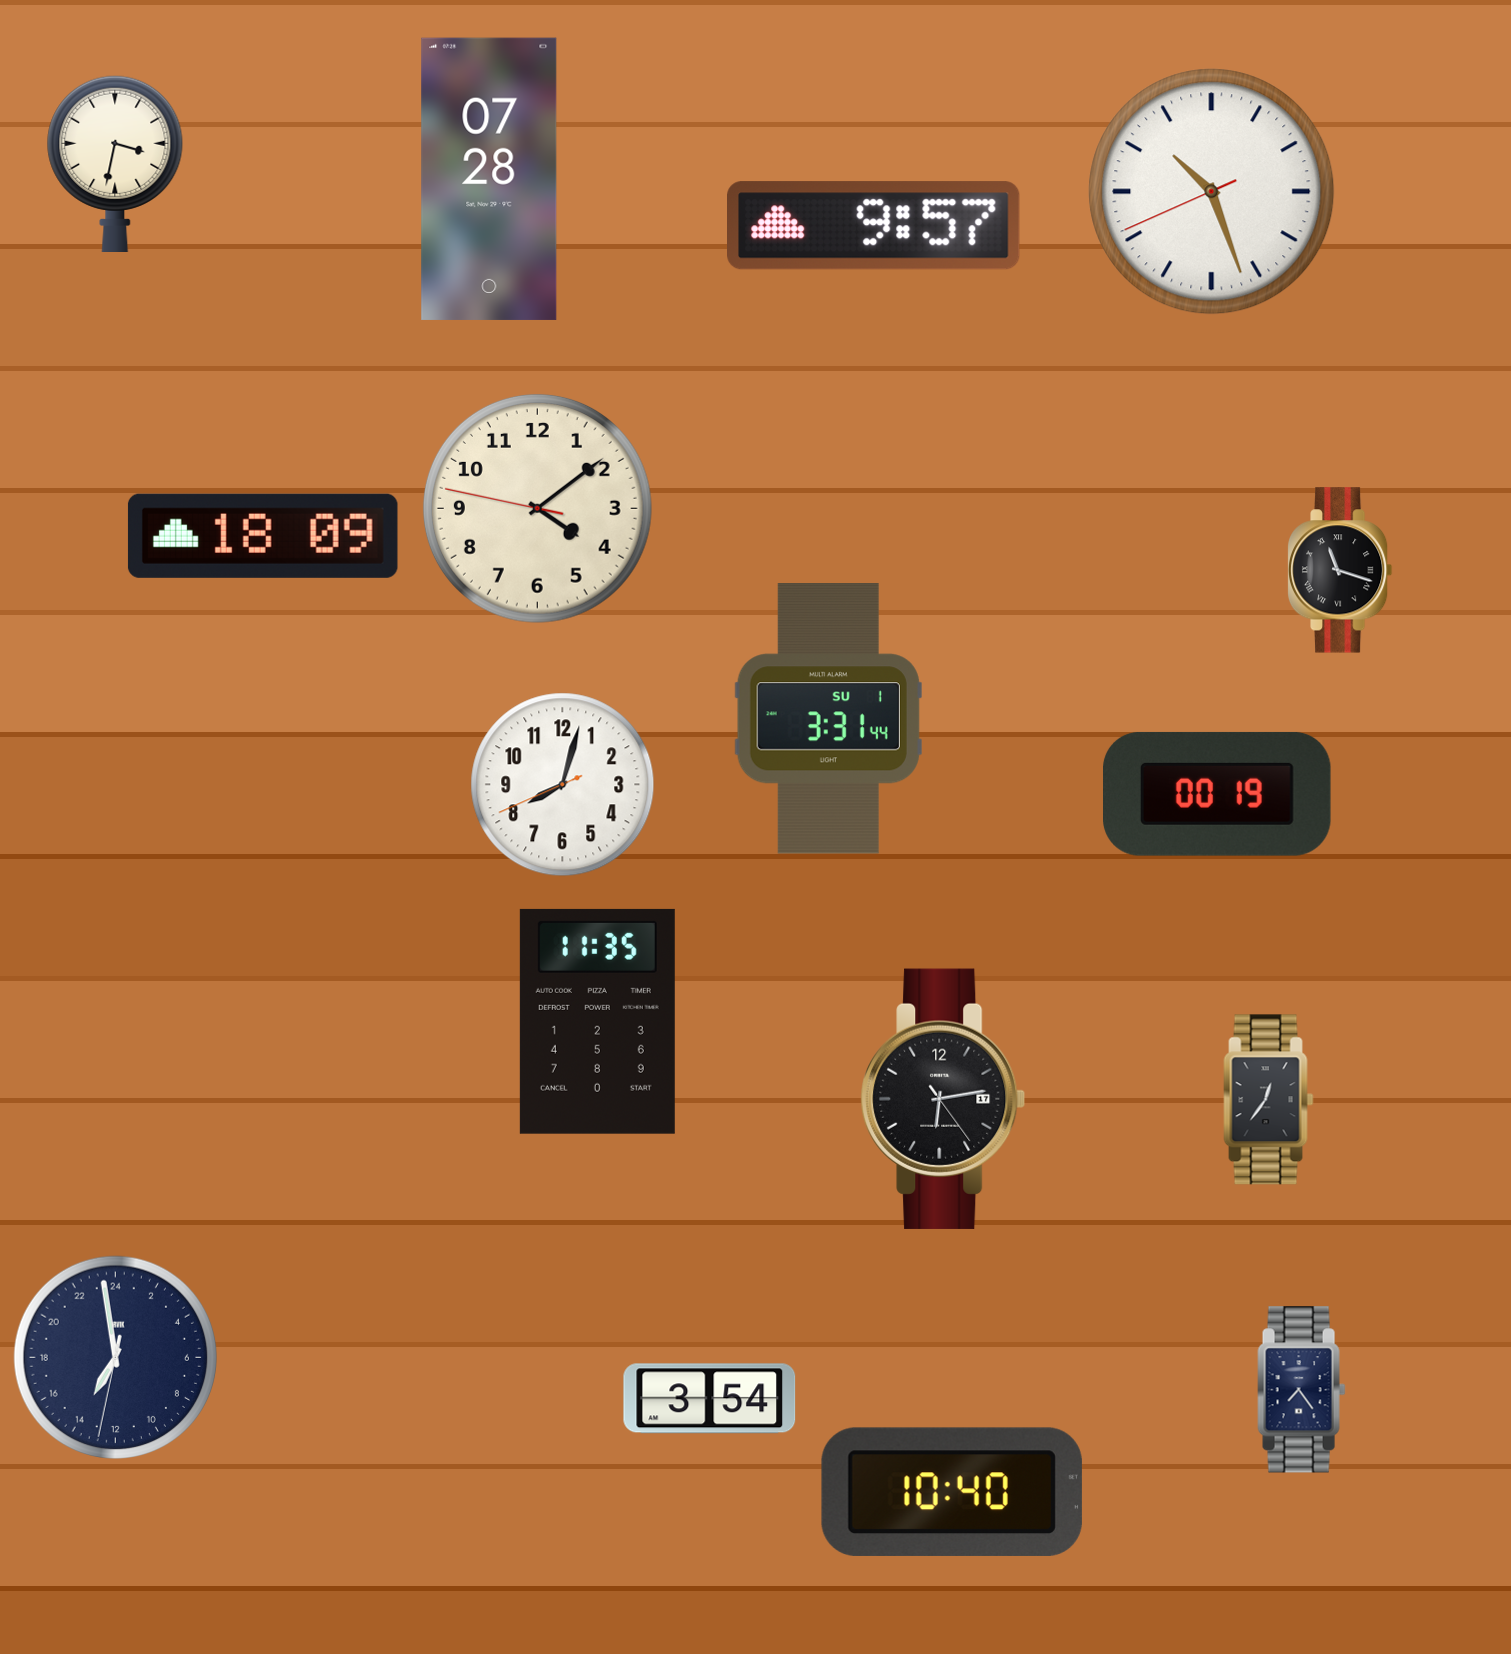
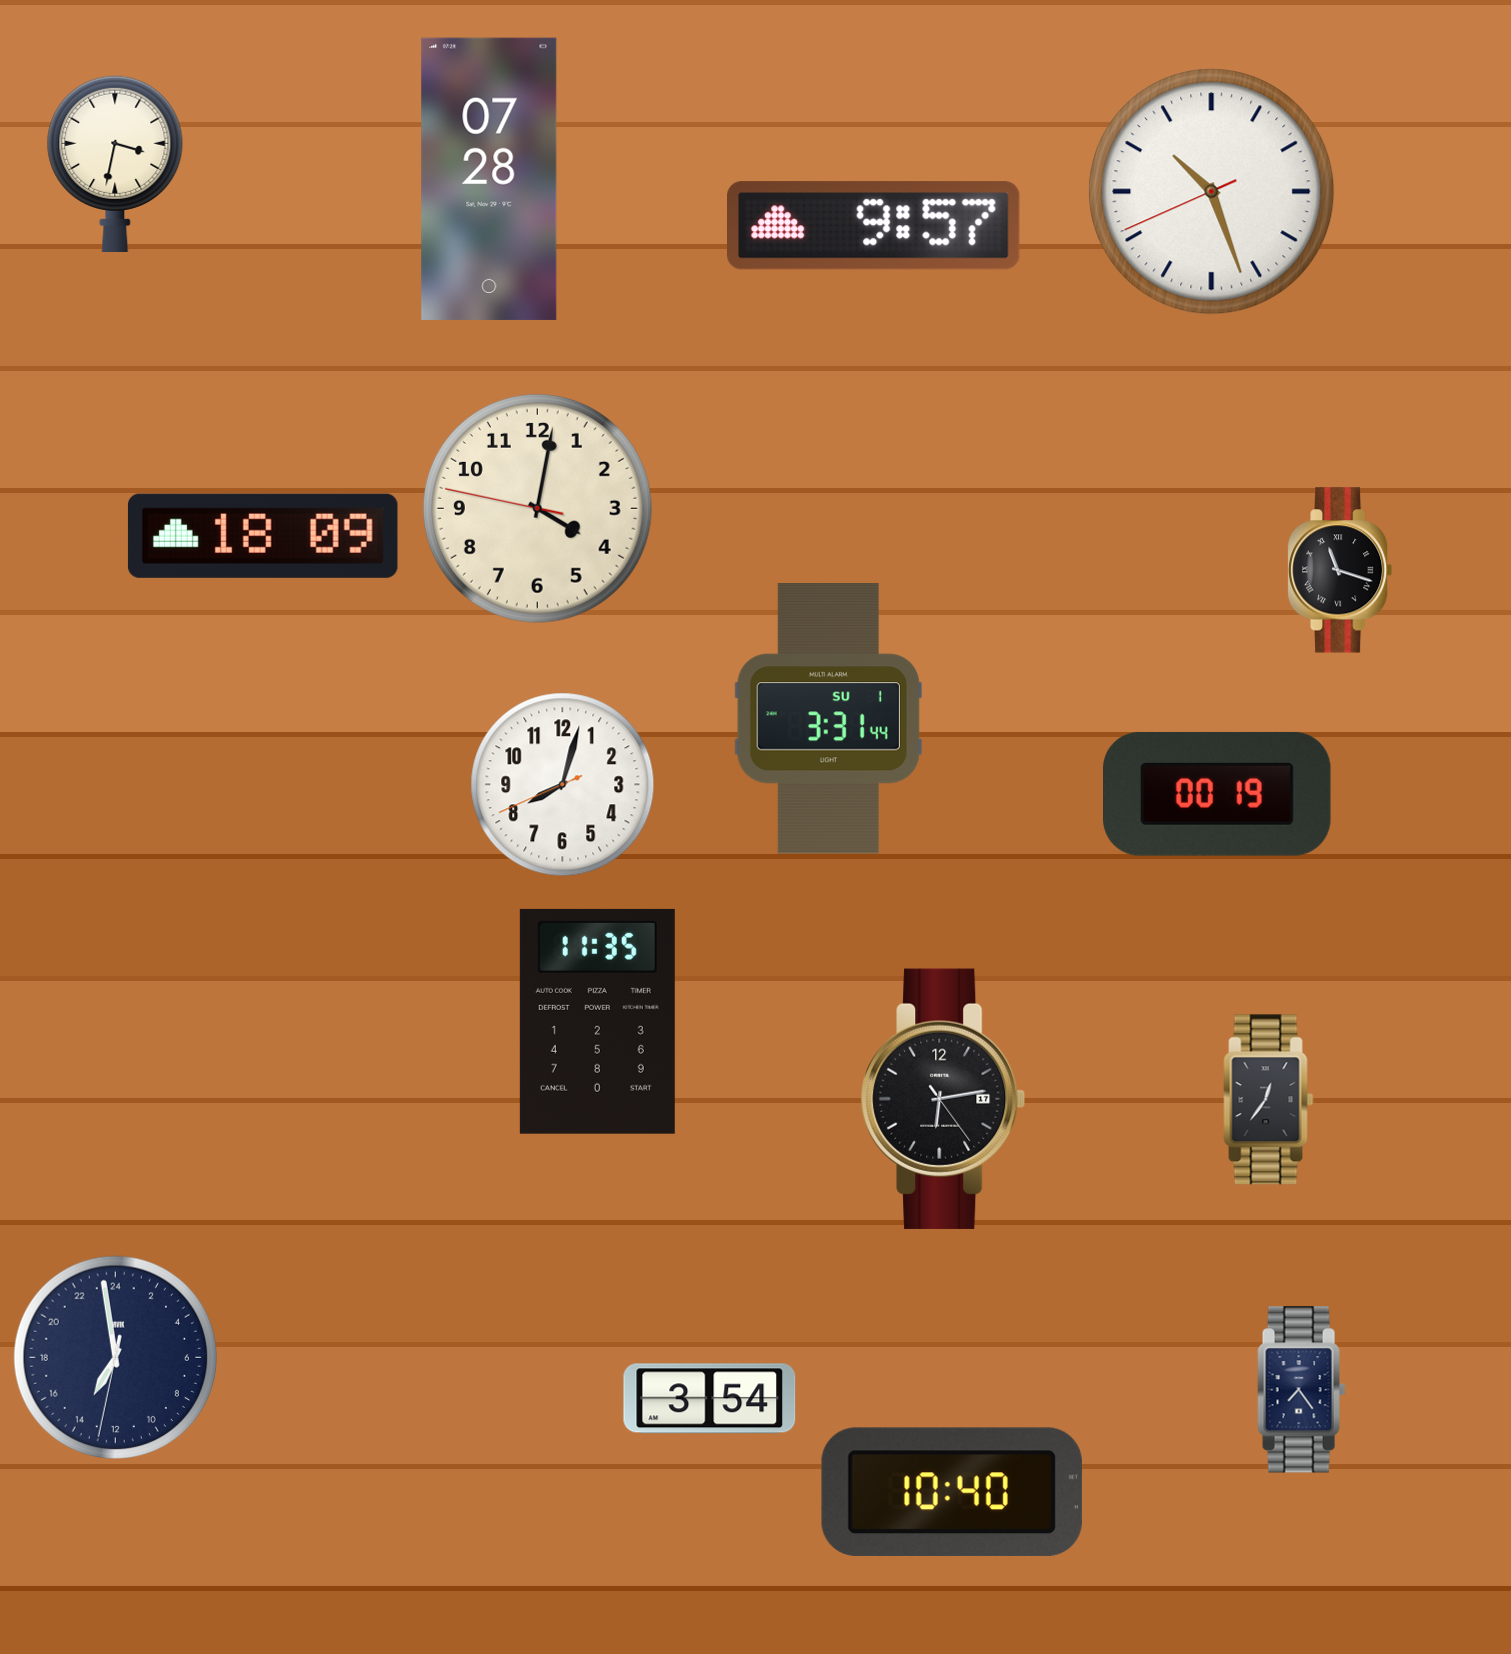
clock at (537, 508): 4:08 -> 4:01
